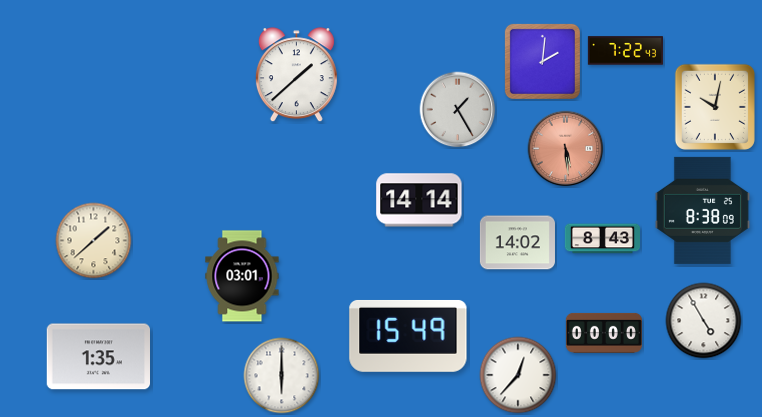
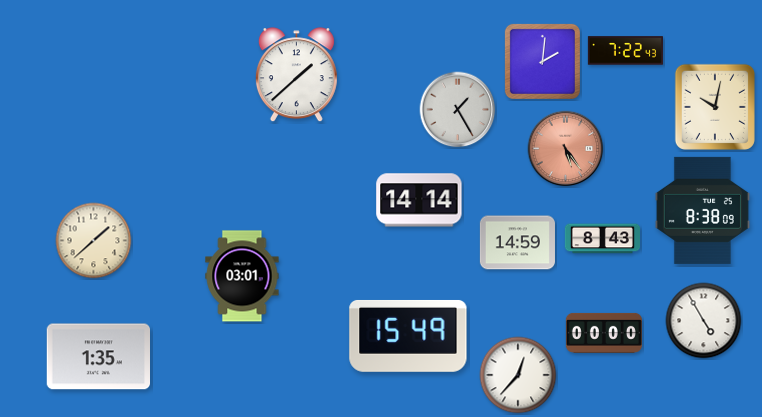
clock at (566, 149): 5:29 -> 5:24
clock at (517, 243): 14:02 -> 14:59
clock at (282, 376): 6:00 -> none
